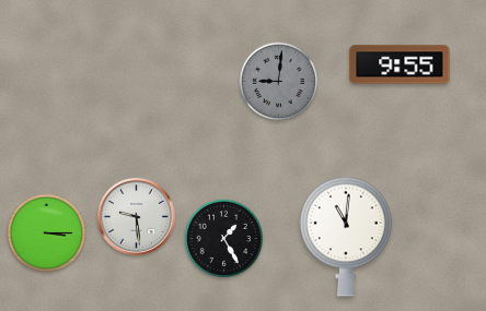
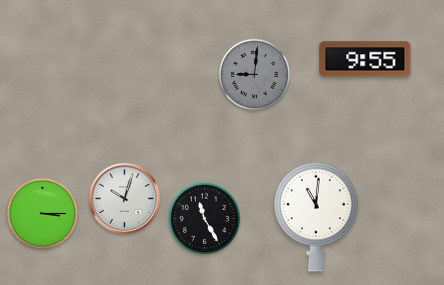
clock at (136, 216): 9:29 -> 10:03
clock at (224, 239): 1:25 -> 11:25
